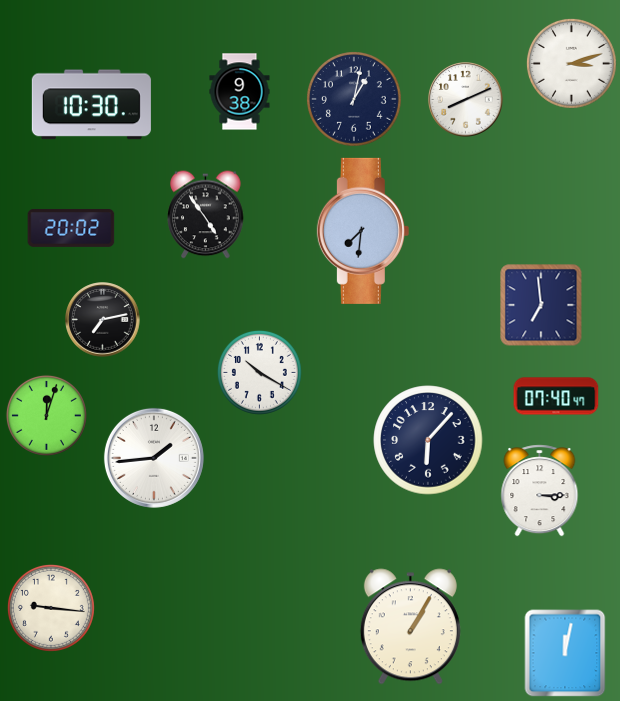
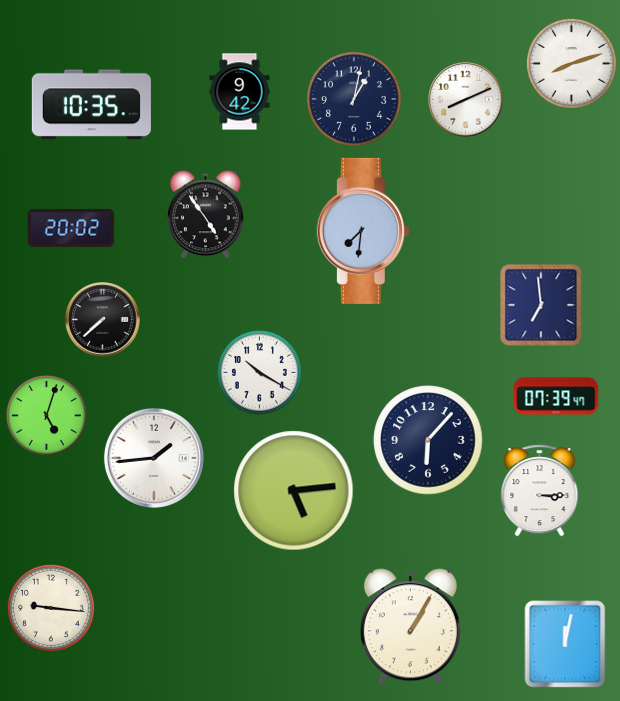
clock at (571, 63): 3:12 -> 8:12
clock at (240, 92): 9:38 -> 9:42
clock at (91, 105): 10:30 -> 10:35
clock at (103, 320): 7:13 -> 7:38
clock at (556, 396): 07:40 -> 07:39
clock at (46, 415): 12:03 -> 5:03
clock at (294, 491): none -> 5:14
clock at (565, 653) position: (565, 653) -> (565, 644)
